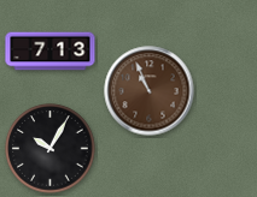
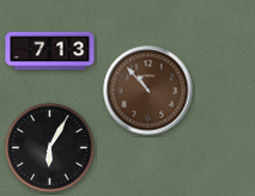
clock at (150, 91): 10:56 -> 10:53
clock at (51, 149): 10:05 -> 6:05
